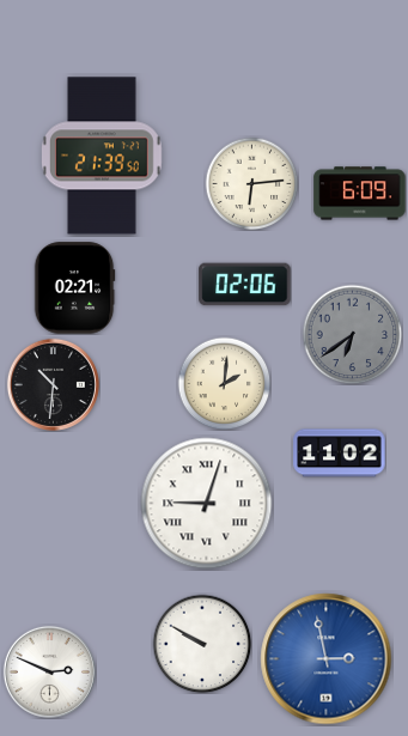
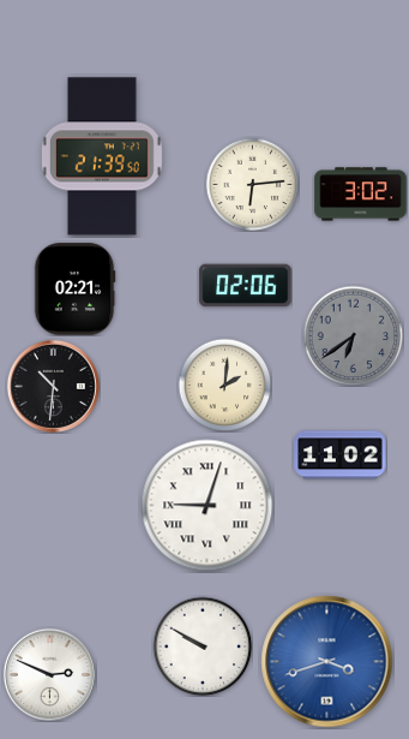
clock at (360, 194): 6:09 -> 3:02
clock at (327, 659): 2:58 -> 3:42
